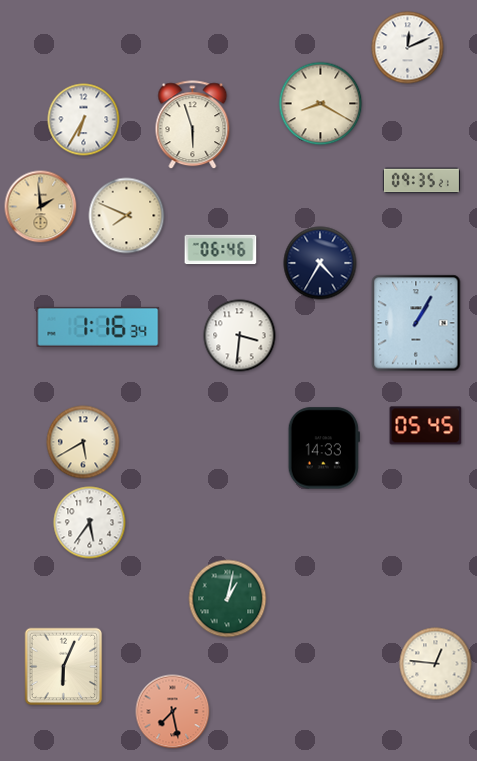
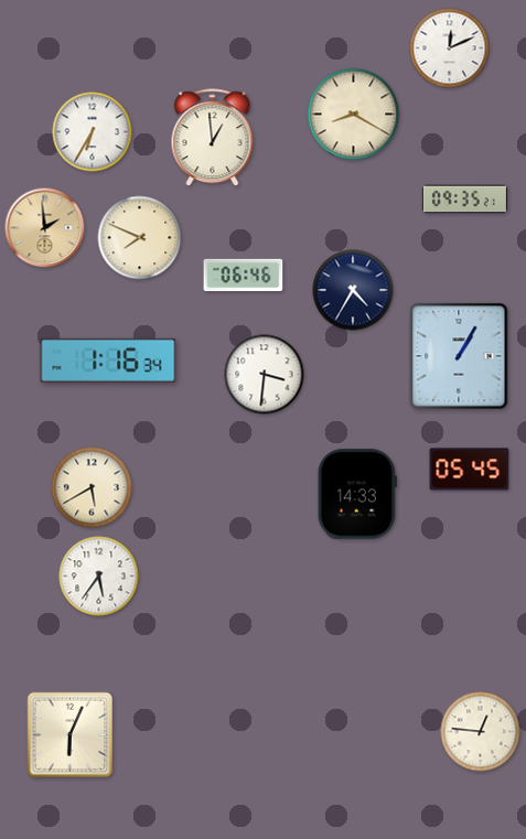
clock at (408, 48) position: (408, 48) -> (450, 49)
clock at (193, 125): 5:57 -> 12:59
clock at (240, 336) position: (240, 336) -> (265, 375)
clock at (228, 599): 1:02 -> none
clock at (173, 712): 7:28 -> none
